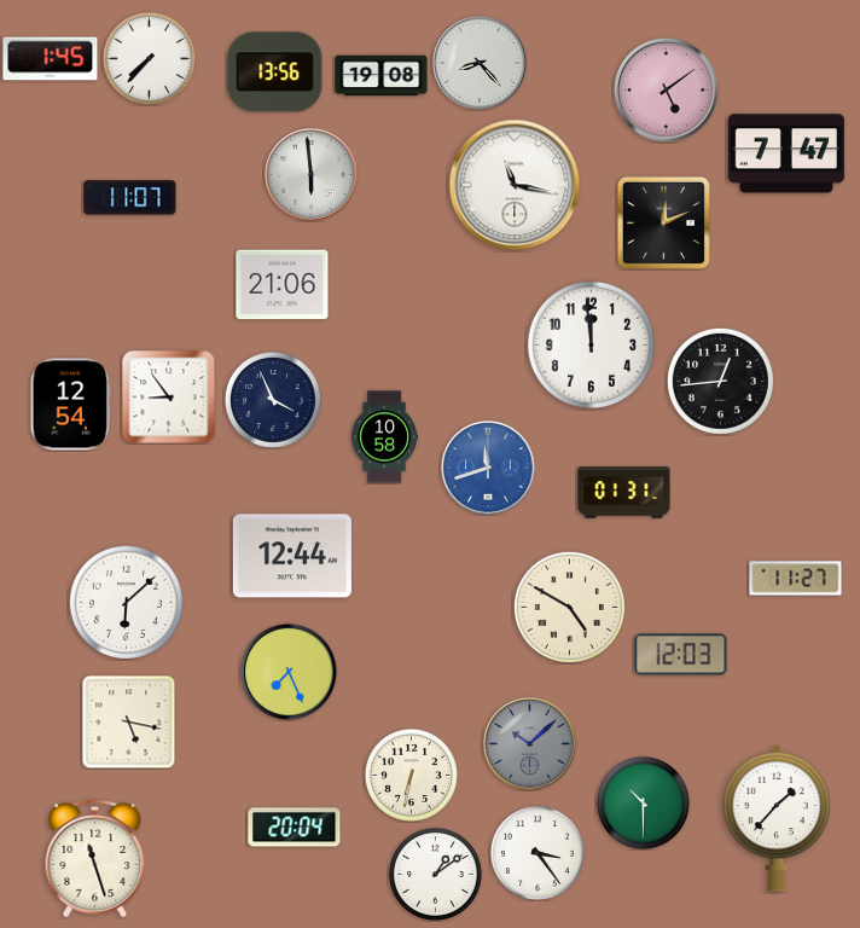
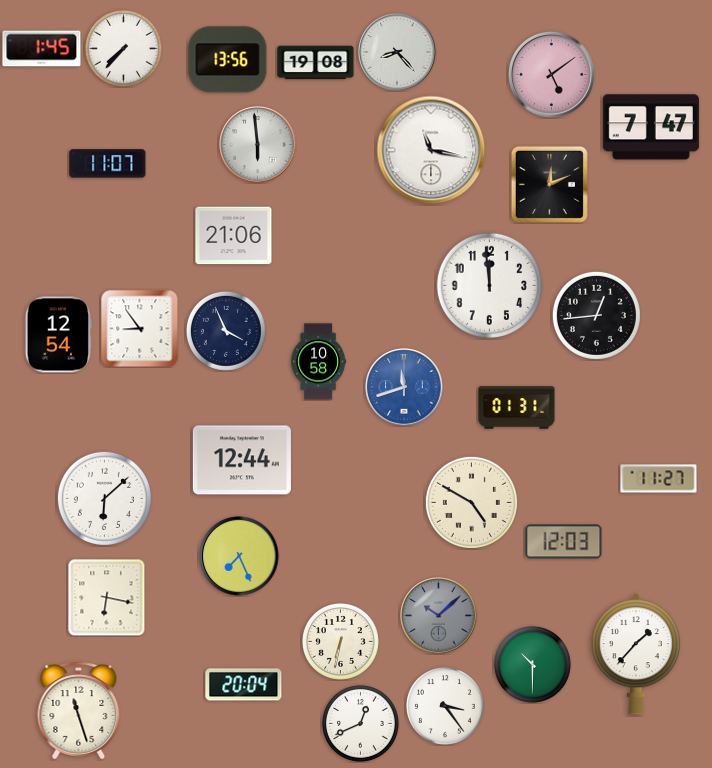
clock at (515, 185) position: (515, 185) -> (431, 150)
clock at (128, 721): 5:17 -> 6:17
clock at (775, 819) position: (775, 819) -> (635, 655)
clock at (435, 874): 1:09 -> 12:41
